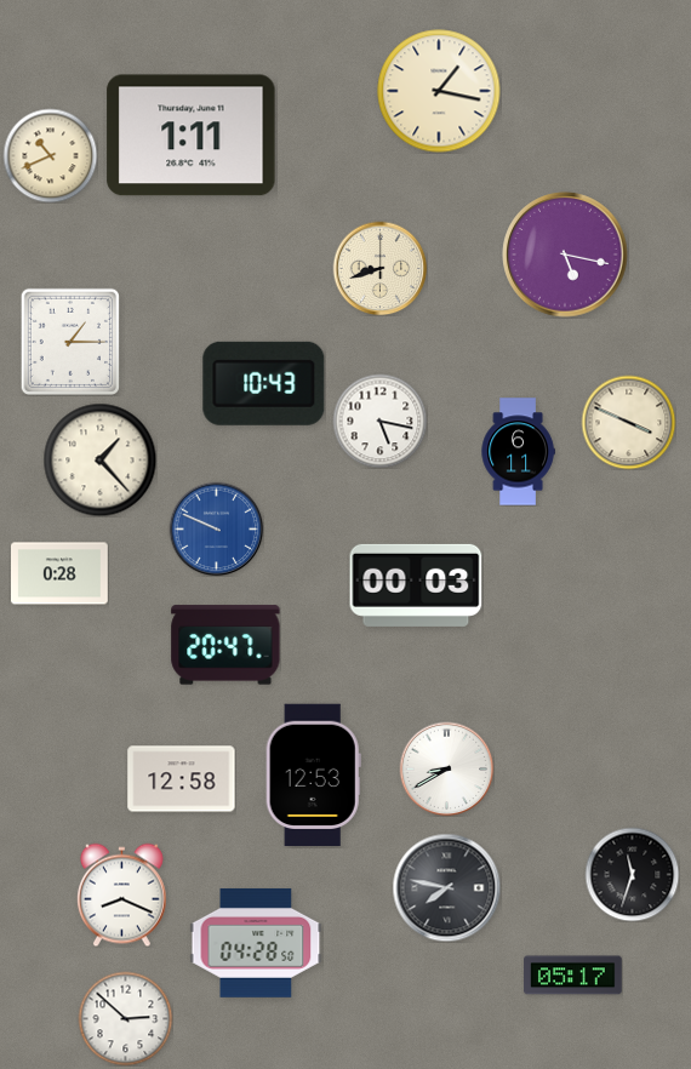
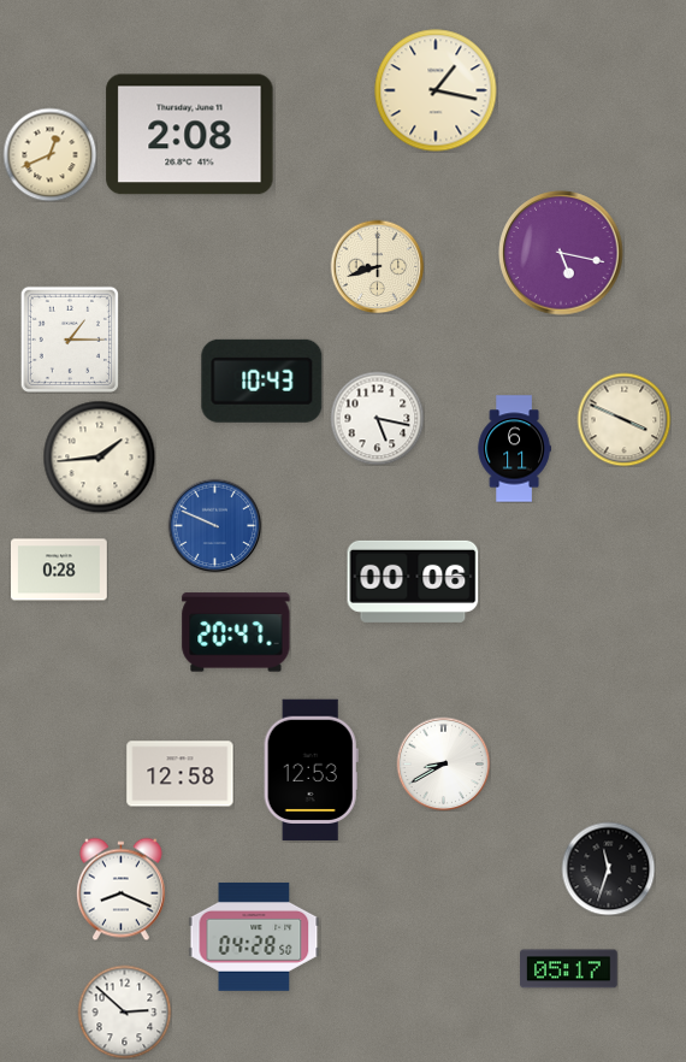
clock at (192, 136): 1:11 -> 2:08
clock at (50, 155): 10:41 -> 12:41
clock at (99, 459): 1:23 -> 1:44
clock at (416, 585): 00:03 -> 00:06
clock at (225, 645) position: (225, 645) -> (236, 632)
clock at (632, 874) position: (632, 874) -> (608, 868)
clock at (446, 887): 7:47 -> none
